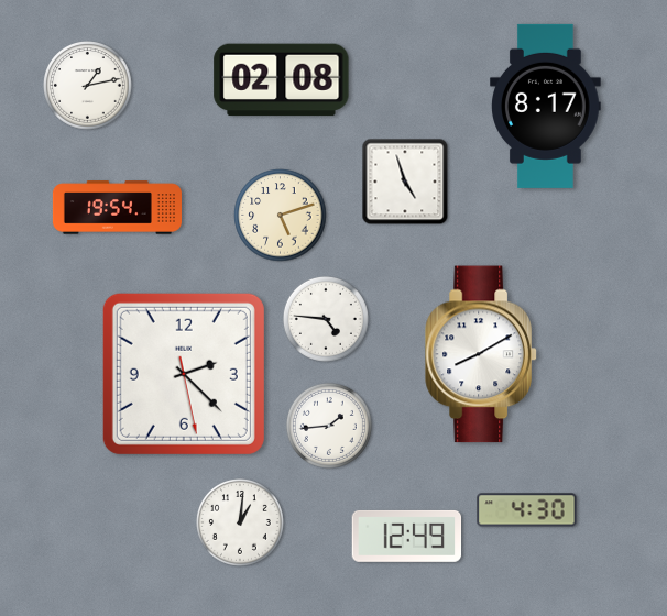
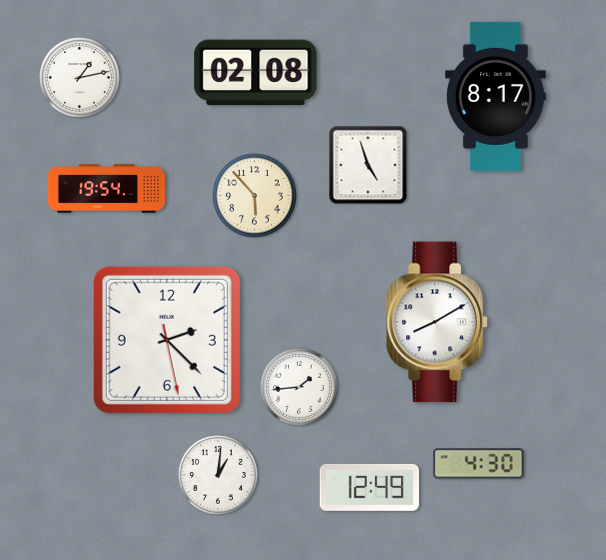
clock at (281, 216): 5:12 -> 5:53
clock at (326, 319): 4:46 -> none
